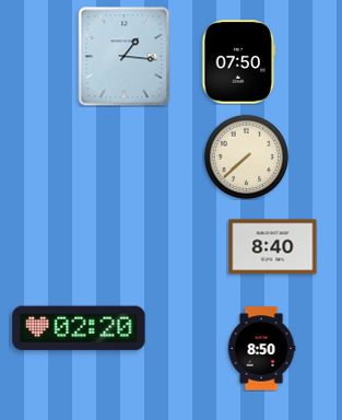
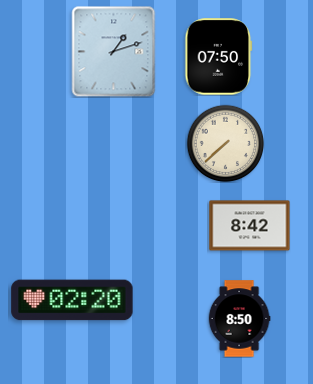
clock at (125, 57): 1:16 -> 1:12
clock at (273, 247): 8:40 -> 8:42
